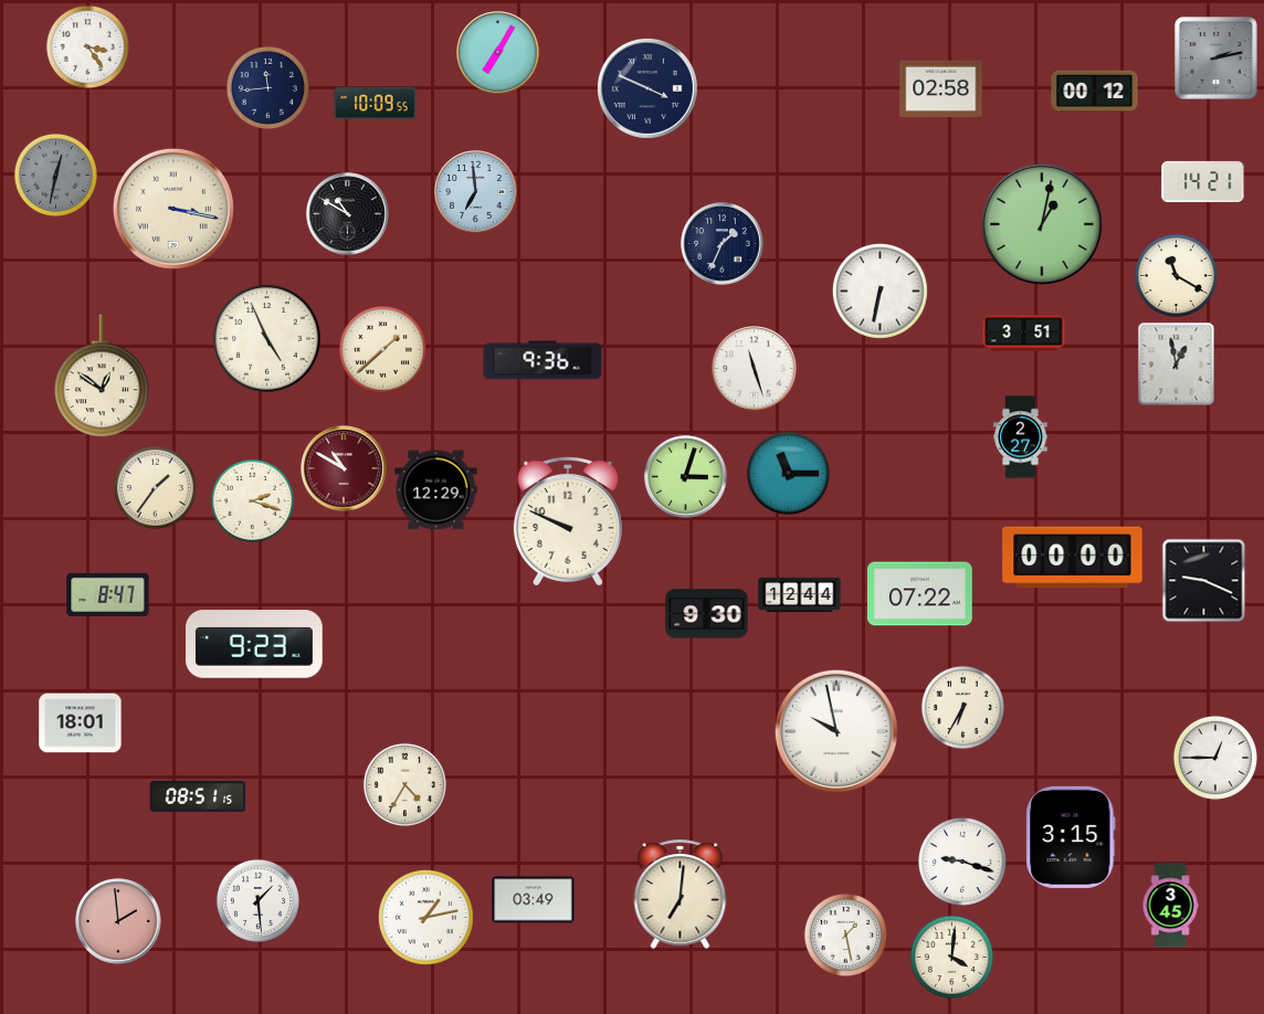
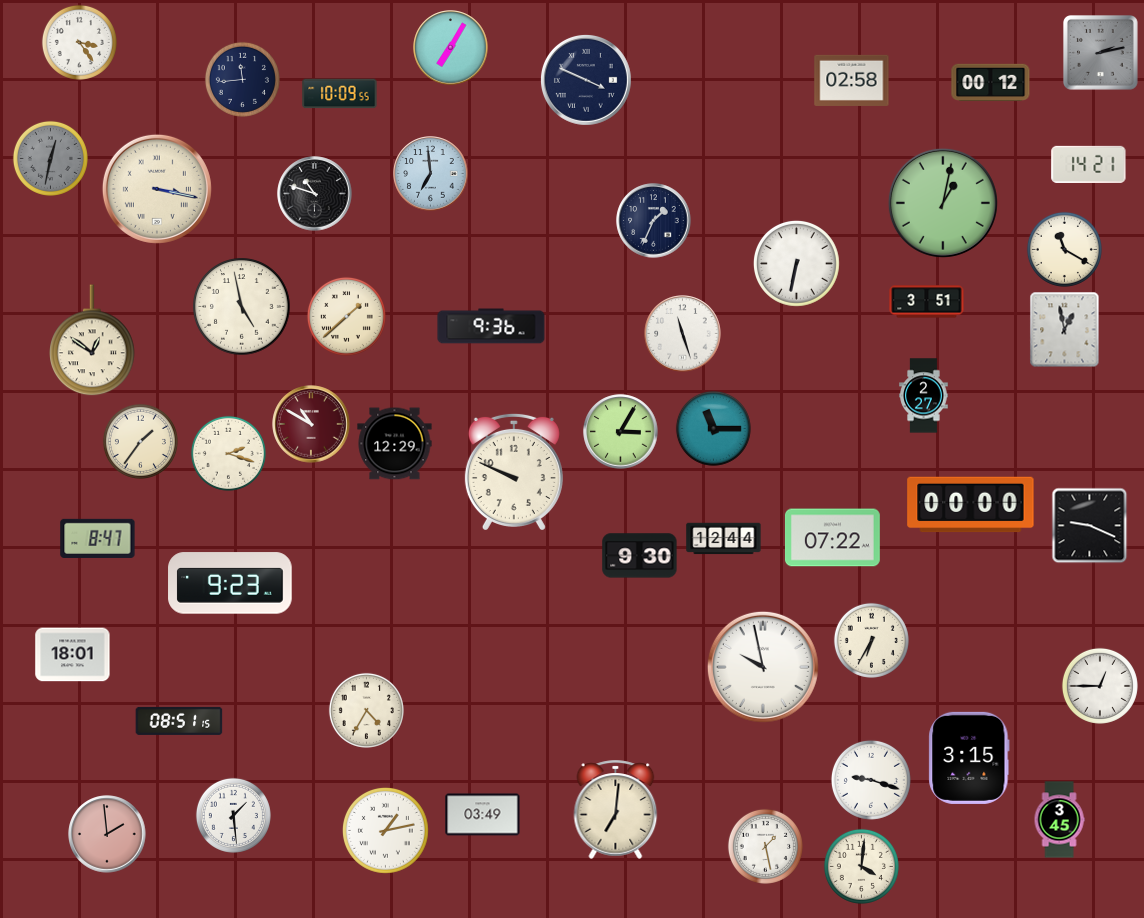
clock at (348, 214): 10:50 -> 10:48
clock at (267, 339): 4:56 -> 4:58
clock at (686, 477): 3:03 -> 3:05
clock at (836, 731) position: (836, 731) -> (763, 667)
